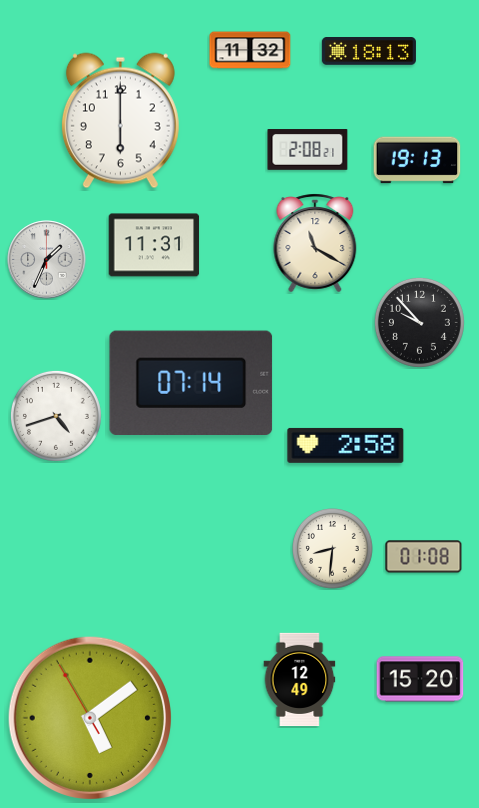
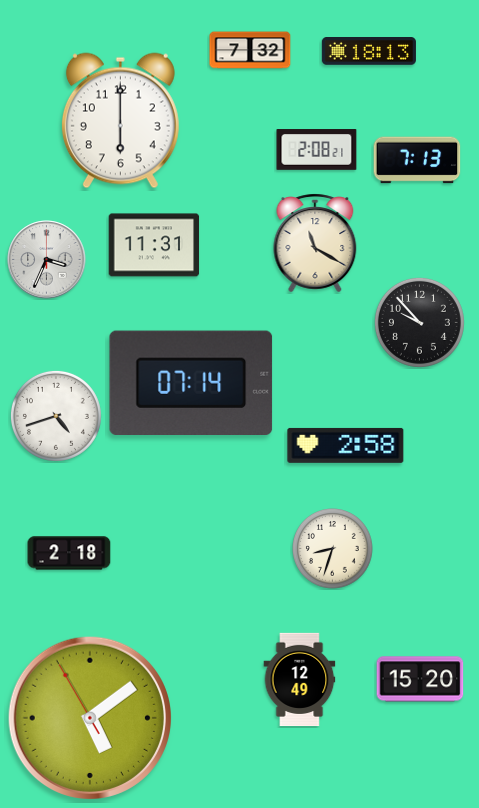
clock at (250, 50): 11:32 -> 7:32
clock at (308, 150) position: (308, 150) -> (317, 150)
clock at (417, 160): 19:13 -> 7:13
clock at (47, 260): 1:34 -> 3:34
clock at (333, 549): 8:31 -> 8:33
clock at (69, 553): none -> 2:18
clock at (424, 557): 01:08 -> none
